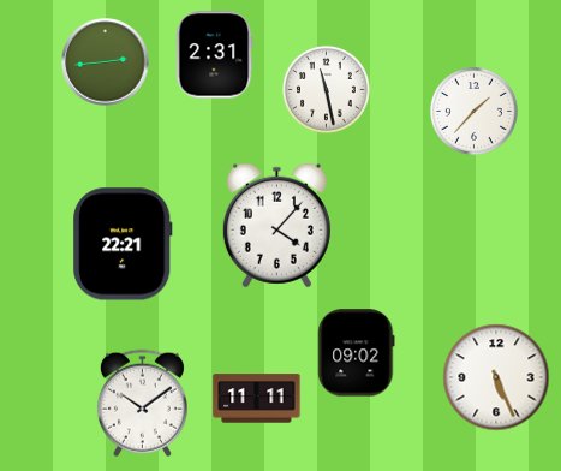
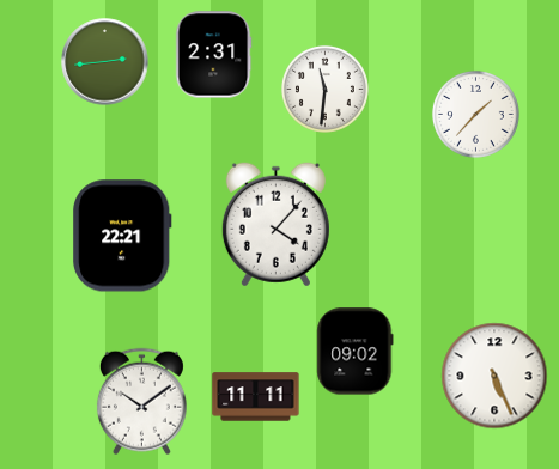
clock at (326, 89): 11:28 -> 11:31
clock at (473, 111) position: (473, 111) -> (475, 114)
clock at (123, 244) position: (123, 244) -> (122, 236)
